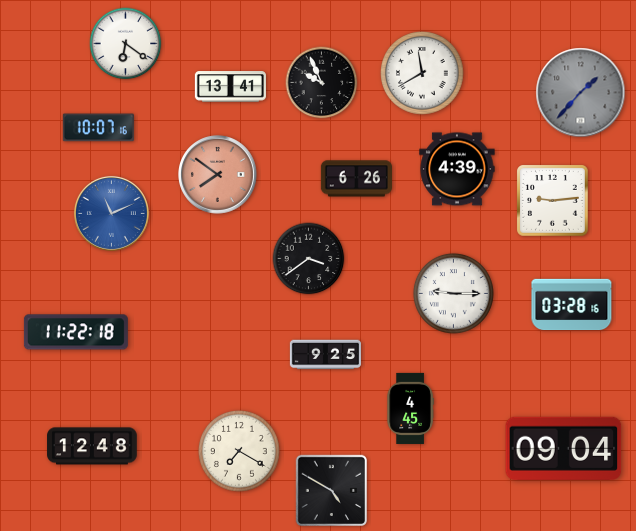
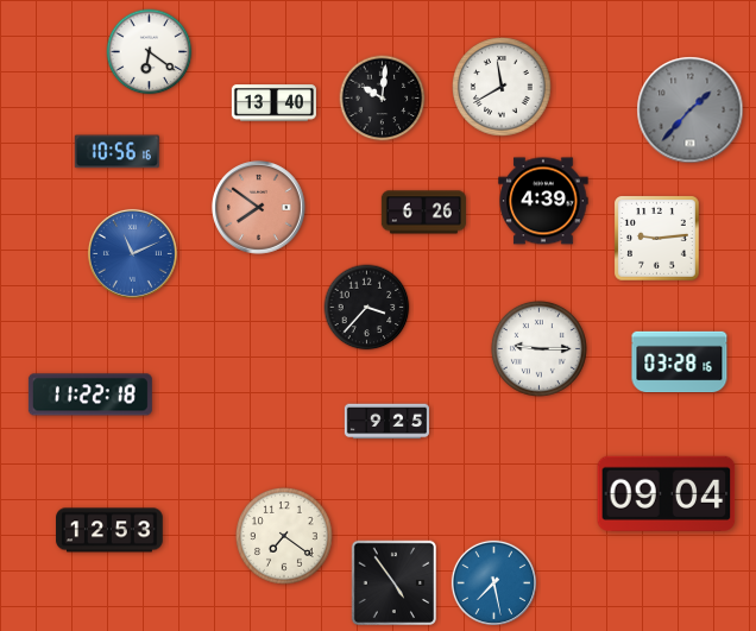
clock at (322, 83): 9:56 -> 10:01
clock at (230, 87): 13:41 -> 13:40
clock at (98, 128): 10:07 -> 10:56
clock at (309, 259): 3:39 -> 3:37
clock at (410, 408): 4:45 -> none
clock at (92, 446): 12:48 -> 12:53
clock at (564, 448) position: (564, 448) -> (667, 493)
clock at (239, 451): 7:20 -> 7:21
clock at (493, 582): none -> 7:28
clock at (332, 491): 4:50 -> 4:54
